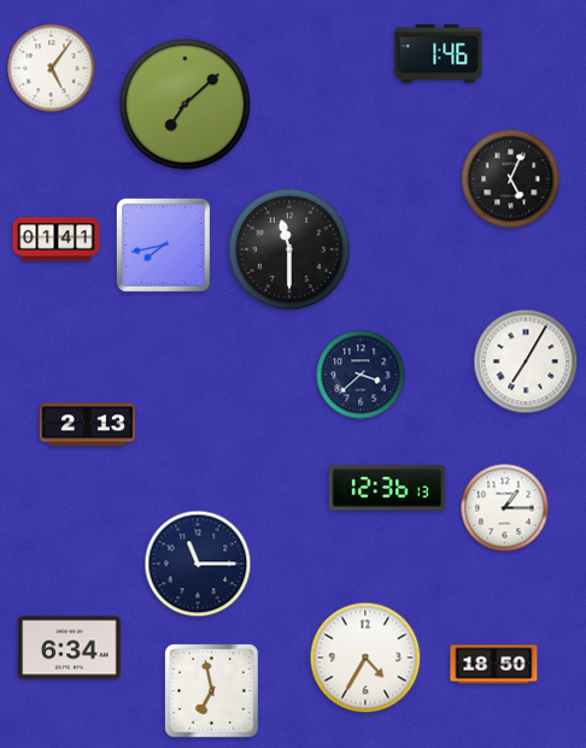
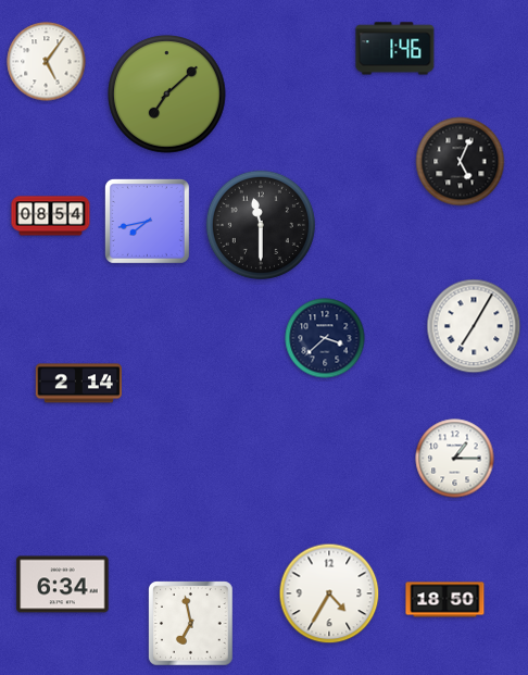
clock at (57, 240): 01:41 -> 08:54
clock at (87, 425): 2:13 -> 2:14
clock at (387, 488): 12:36 -> none
clock at (198, 564): 11:15 -> none
